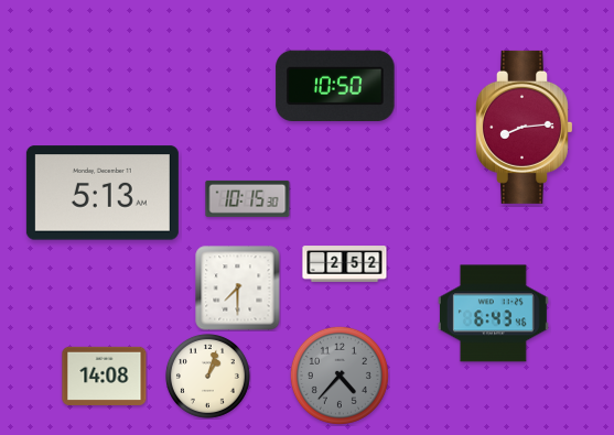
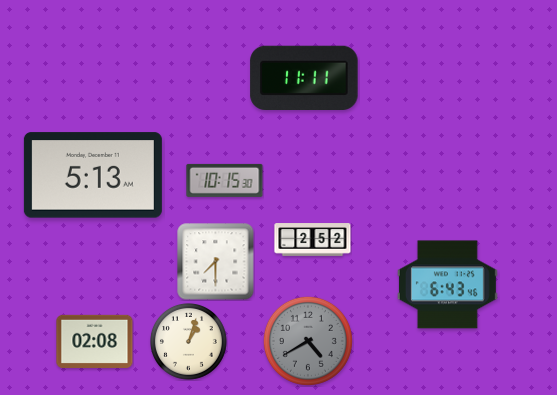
clock at (335, 85): 10:50 -> 11:11
clock at (525, 127): 8:14 -> none
clock at (105, 376): 14:08 -> 02:08
clock at (340, 376): 4:37 -> 4:40
